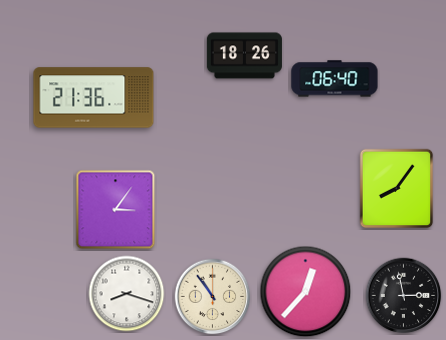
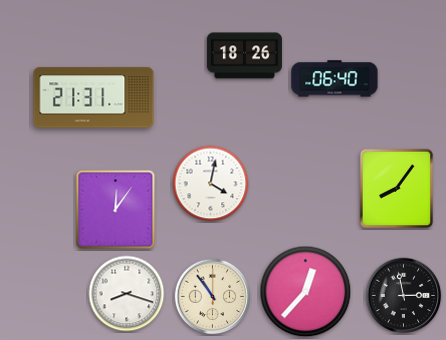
clock at (94, 98): 21:36 -> 21:31
clock at (211, 184): none -> 4:02
clock at (116, 210): 3:06 -> 12:06
